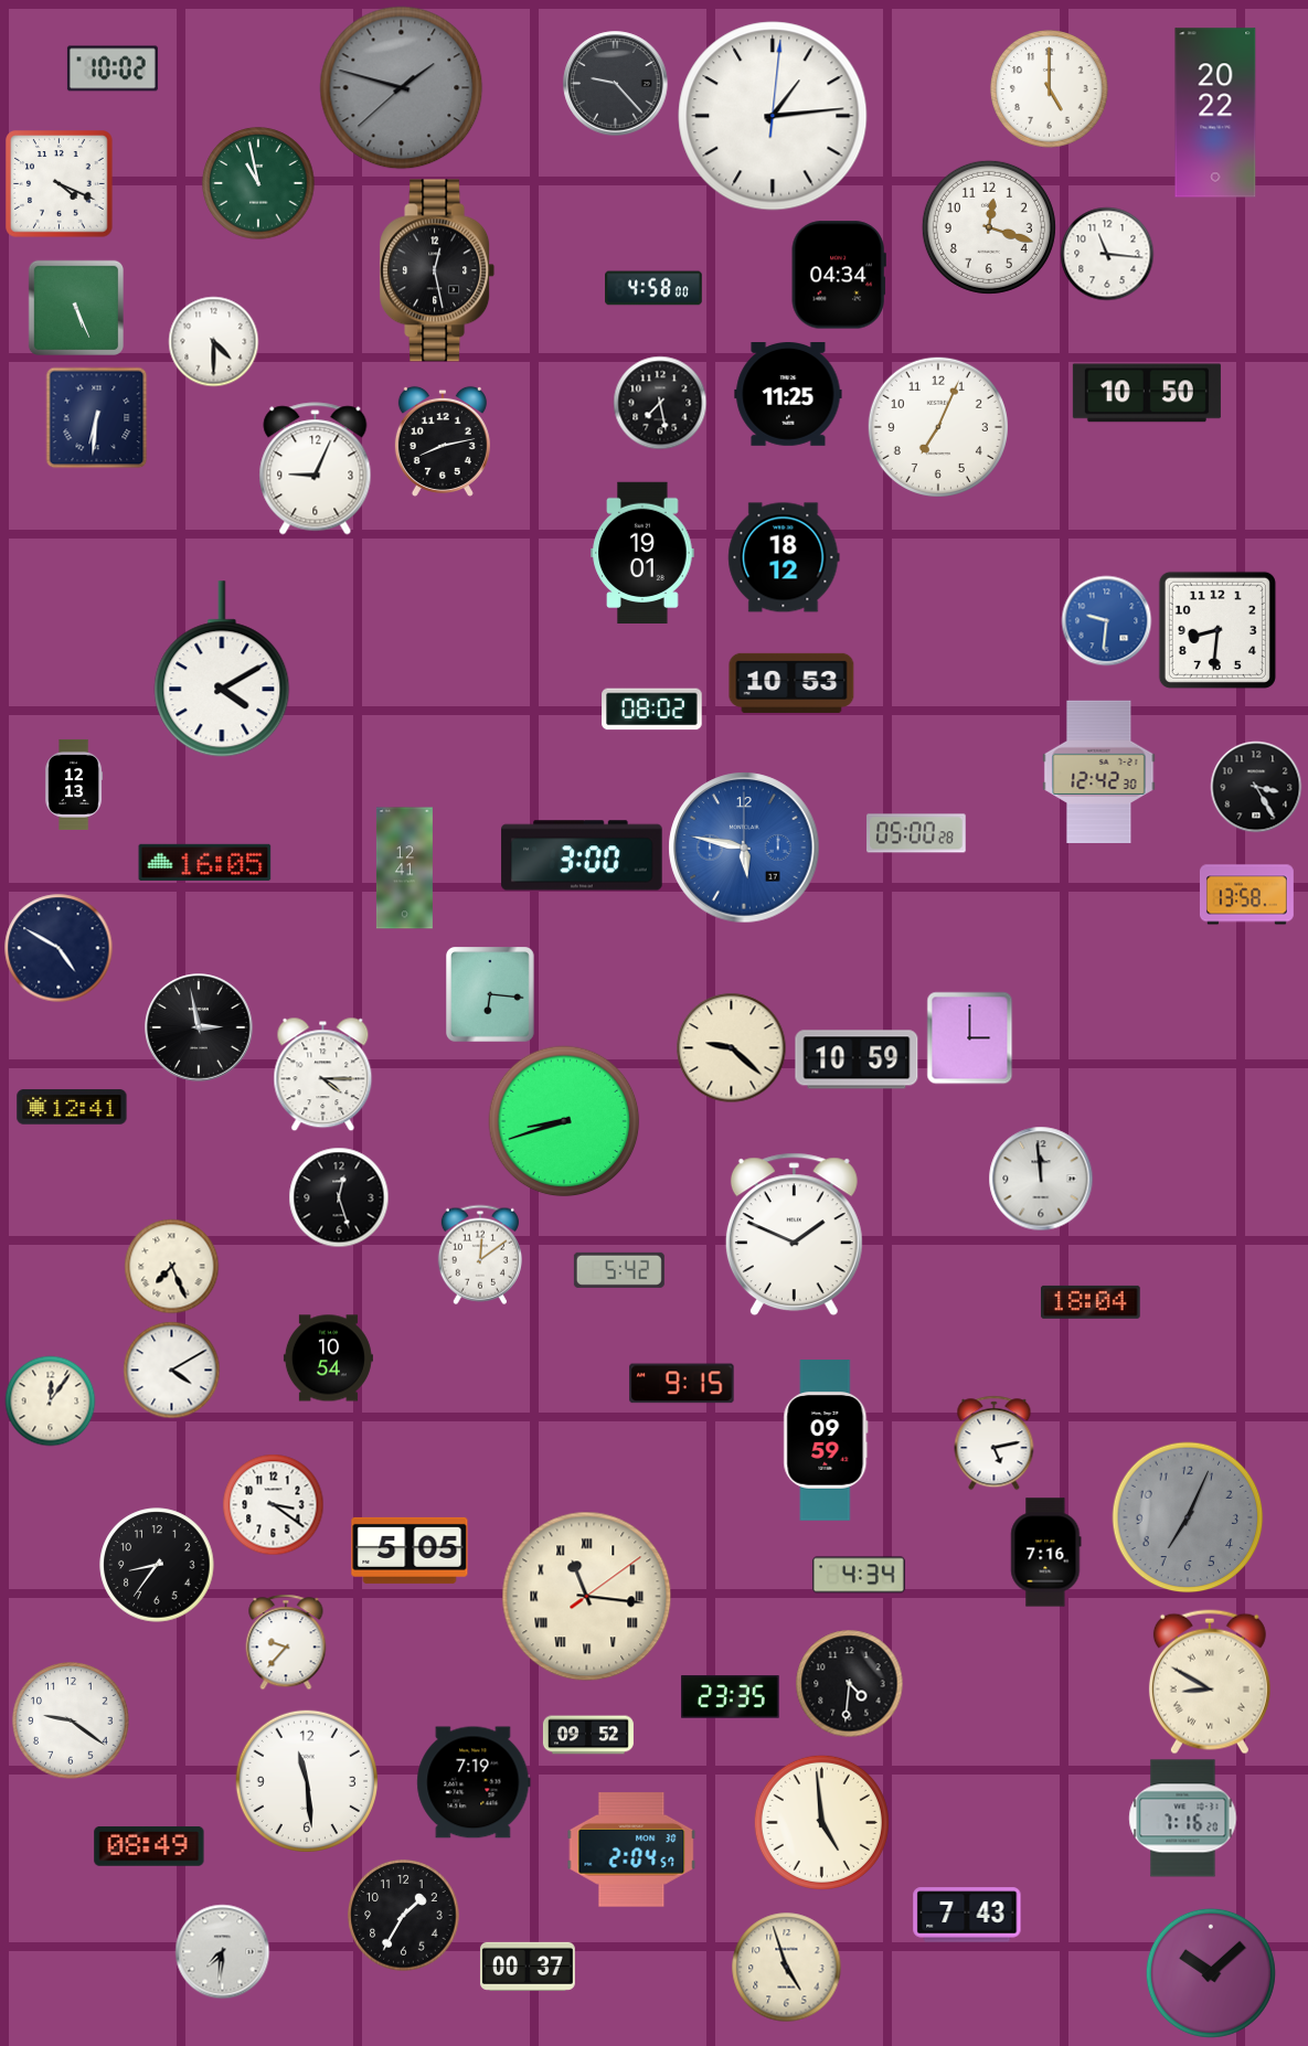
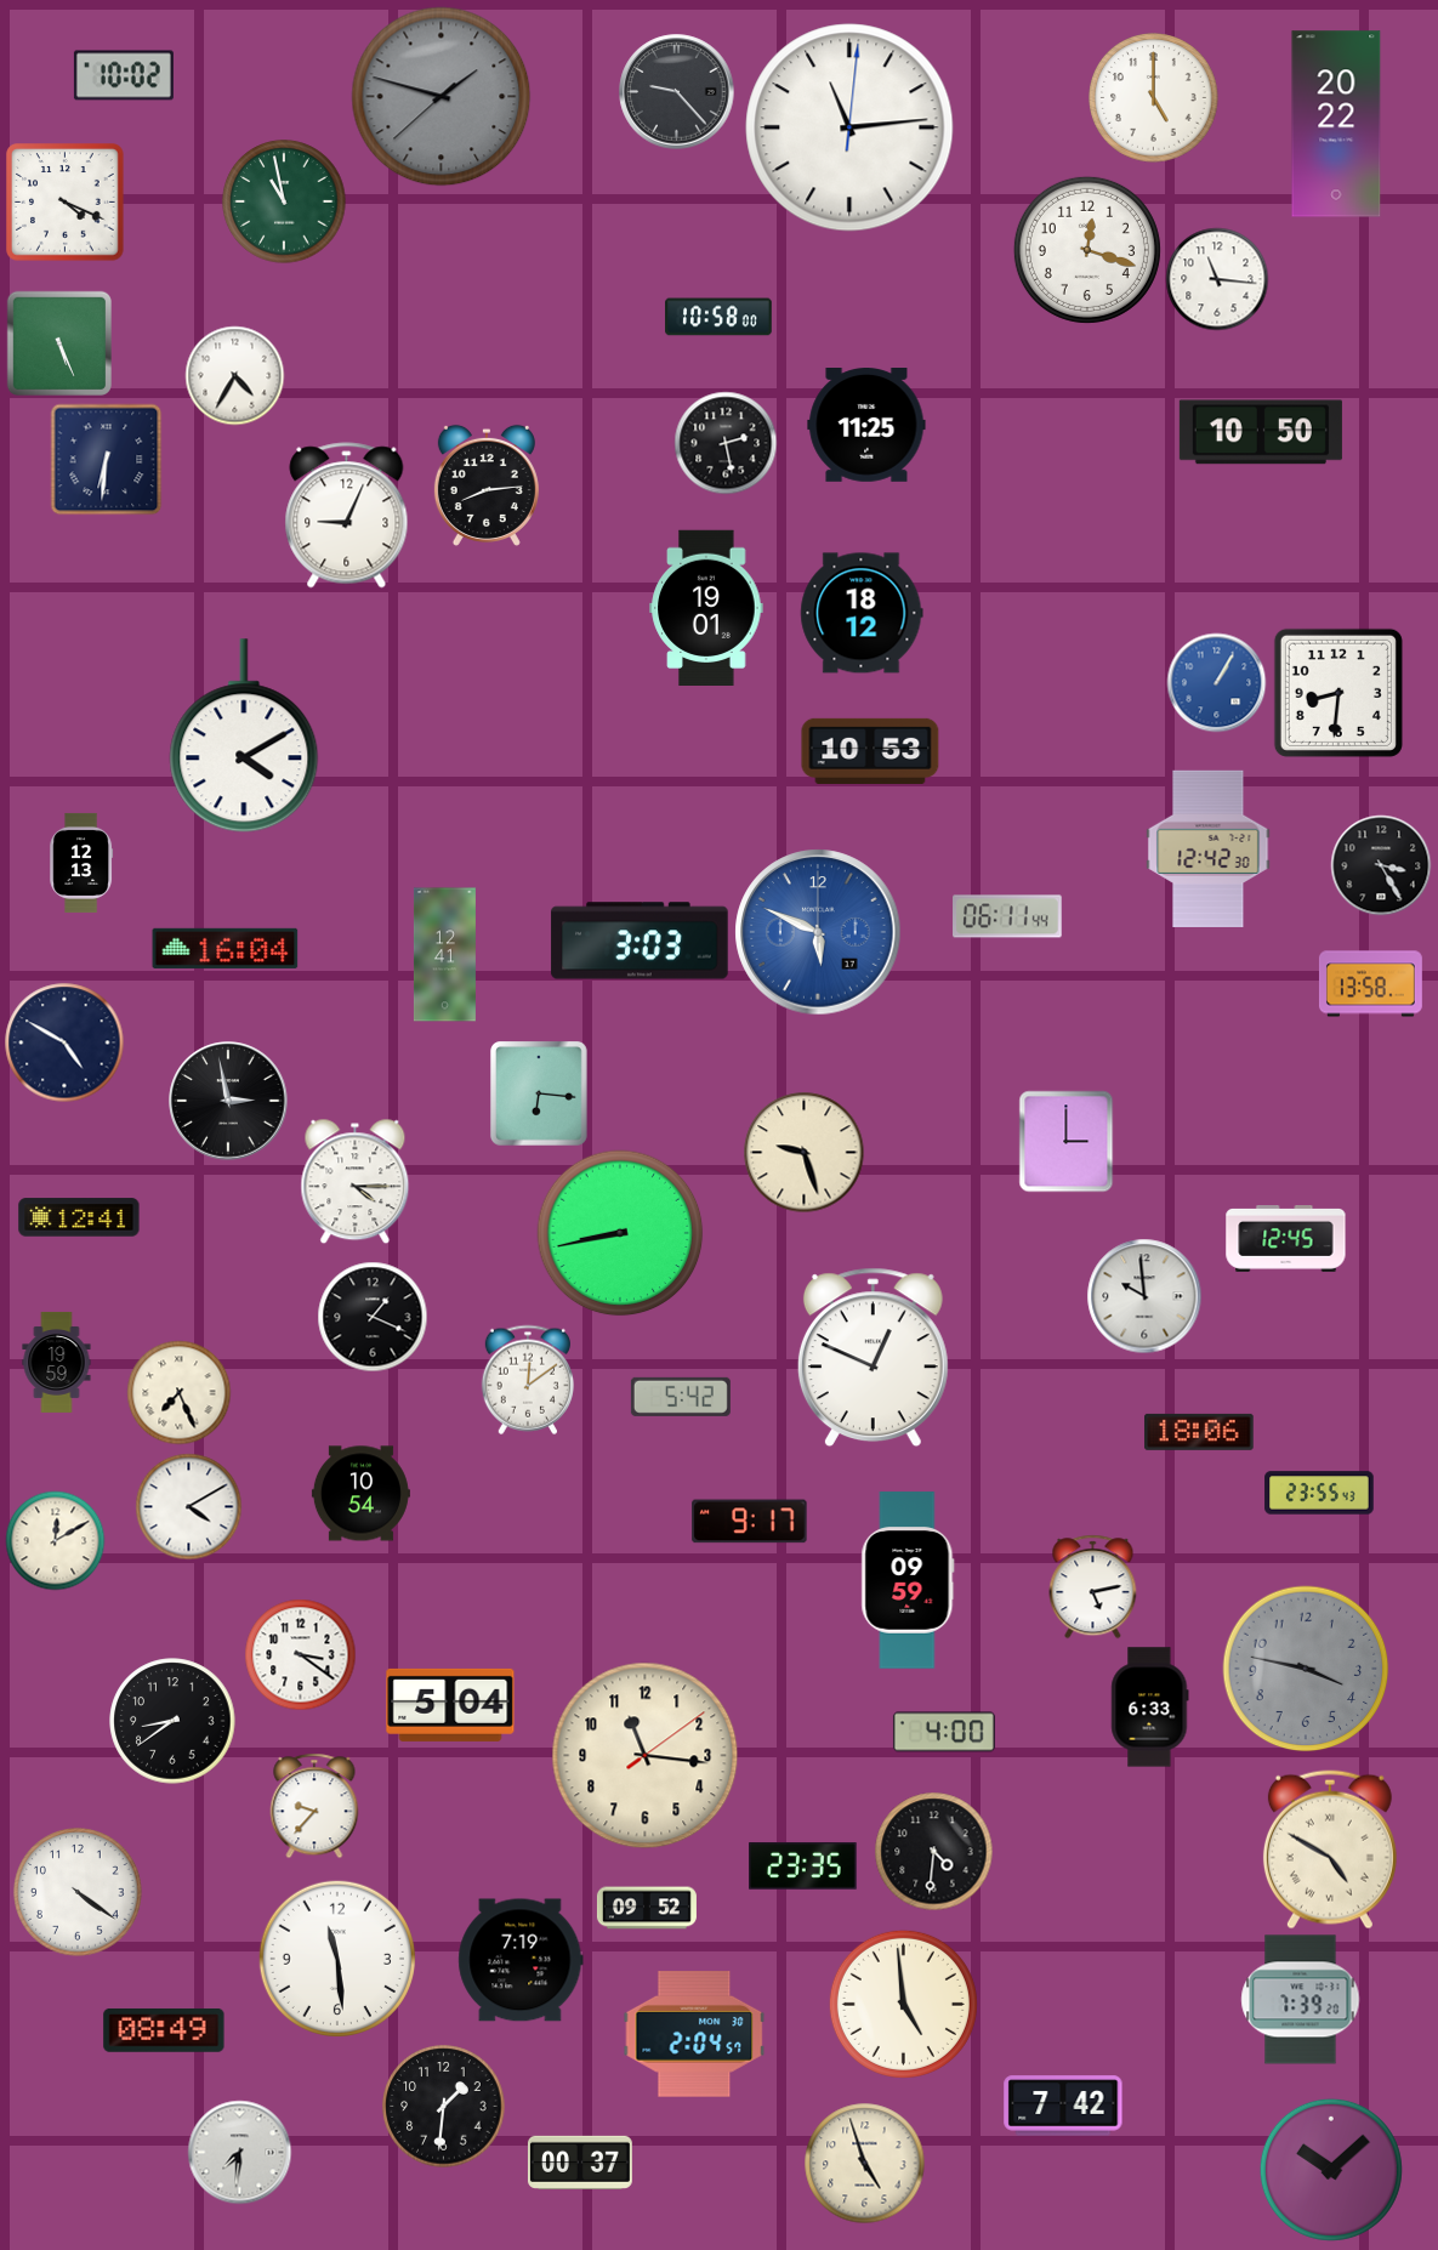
clock at (773, 116): 1:14 -> 11:14
clock at (437, 270): 12:28 -> none
clock at (839, 275): 04:34 -> none
clock at (653, 288): 4:58 -> 10:58
clock at (75, 307) position: (75, 307) -> (58, 342)
clock at (213, 341): 4:30 -> 4:35
clock at (788, 395) position: (788, 395) -> (866, 426)
clock at (660, 403): 7:28 -> 2:28
clock at (938, 427): 7:04 -> none
clock at (443, 441): 8:13 -> 8:14
clock at (1106, 620): 9:31 -> 1:05
clock at (652, 710): 08:02 -> none
clock at (916, 833): 05:00 -> 06:11
clock at (744, 848): 5:47 -> 5:49
clock at (582, 855): 3:00 -> 3:03
clock at (205, 862): 16:05 -> 16:04
clock at (199, 1027) position: (199, 1027) -> (228, 1101)
clock at (732, 1048): 9:22 -> 9:27
clock at (857, 1059): 10:59 -> none
clock at (564, 1121): 8:42 -> 8:43
clock at (1286, 1239): none -> 12:45
clock at (1041, 1179): 11:59 -> 9:59
clock at (339, 1197): 12:27 -> 1:19
clock at (794, 1235): 1:49 -> 12:49
clock at (57, 1362): none -> 19:59
clock at (171, 1266) position: (171, 1266) -> (178, 1392)
clock at (1091, 1302): 18:04 -> 18:06
clock at (1319, 1493): none -> 23:55
clock at (682, 1384): 9:15 -> 9:17
clock at (50, 1400): 12:06 -> 12:10
clock at (826, 1440) position: (826, 1440) -> (908, 1580)
clock at (1188, 1517): 7:04 -> 3:47
clock at (410, 1551): 5:05 -> 5:04
clock at (1046, 1553): 7:16 -> 6:33
clock at (157, 1565): 8:36 -> 8:39
clock at (859, 1575): 4:34 -> 4:00
clock at (587, 1597) numerals: Roman -> Arabic
clock at (1210, 1682): 8:50 -> 4:50
clock at (71, 1720): 9:21 -> 4:21
clock at (1183, 1819): 7:16 -> 7:39
clock at (967, 1915): 7:43 -> 7:42
clock at (404, 1916): 1:35 -> 1:31
clock at (222, 1951) position: (222, 1951) -> (239, 2152)
